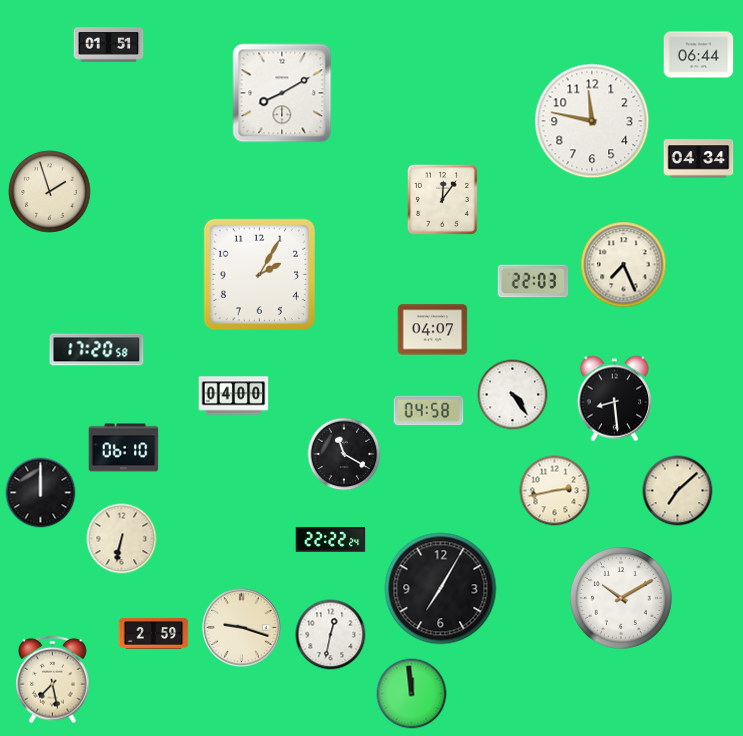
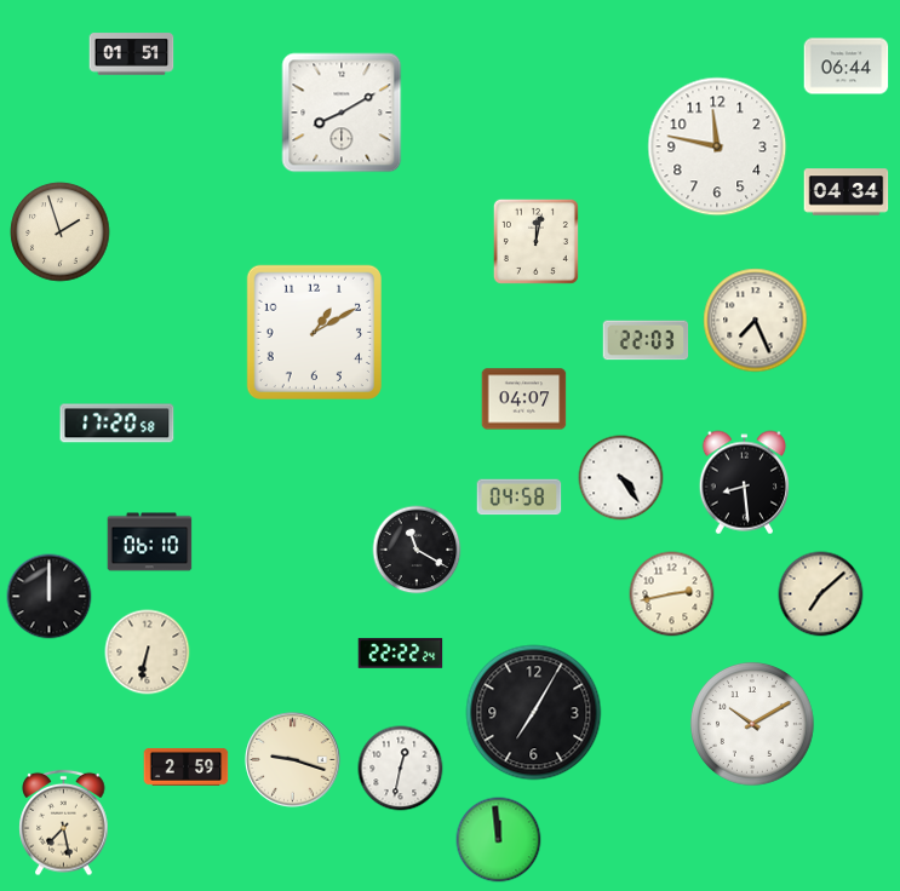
clock at (442, 199): 12:06 -> 12:02
clock at (259, 274): 2:05 -> 1:10
clock at (234, 396): 04:00 -> none
